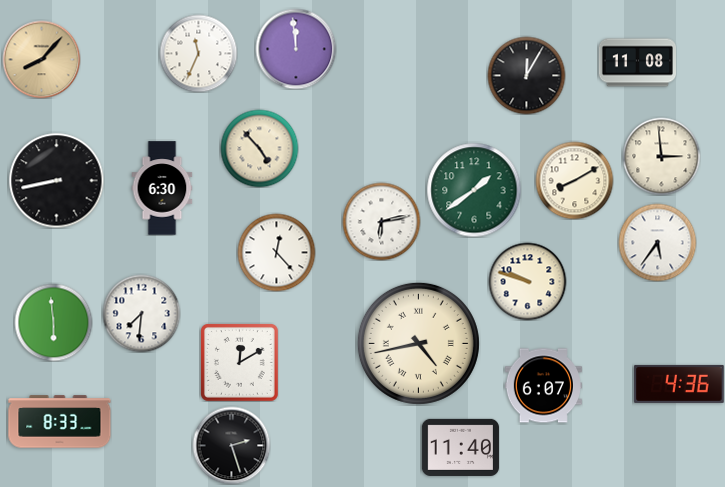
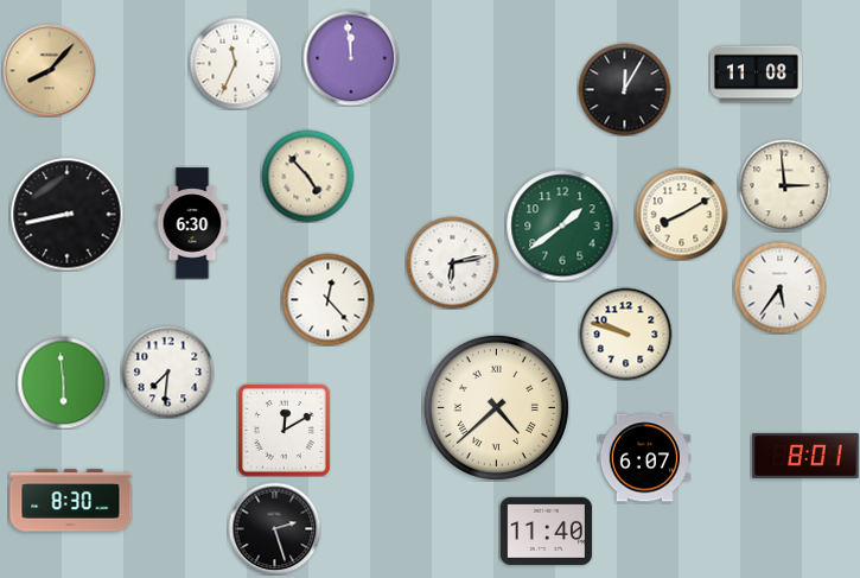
clock at (418, 343): 4:43 -> 4:38
clock at (679, 384): 4:36 -> 8:01
clock at (60, 422): 8:33 -> 8:30
